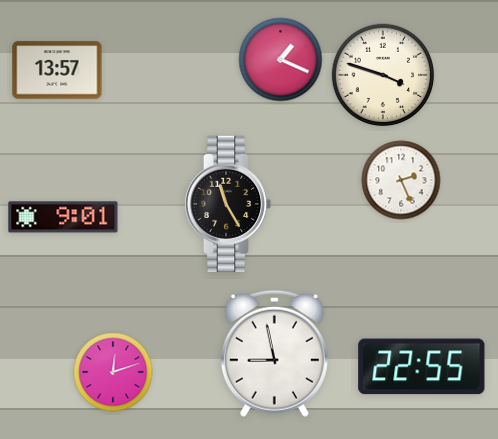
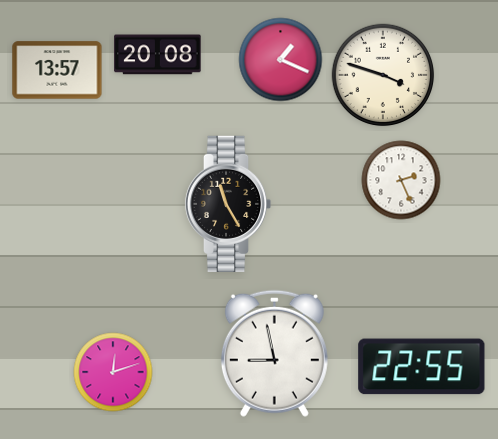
clock at (158, 55): none -> 20:08
clock at (63, 217): 9:01 -> none
